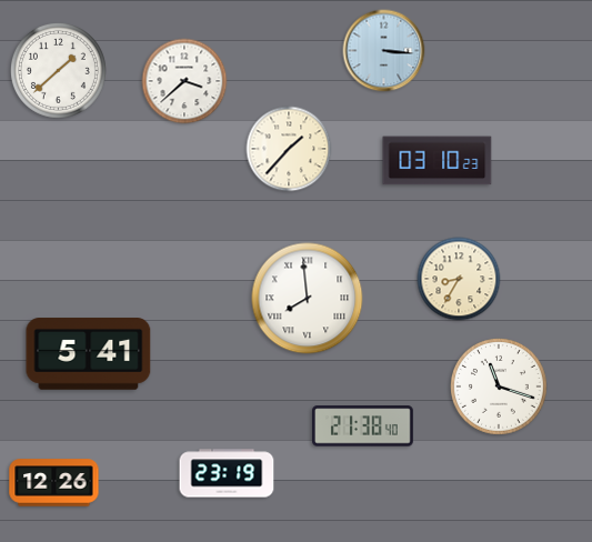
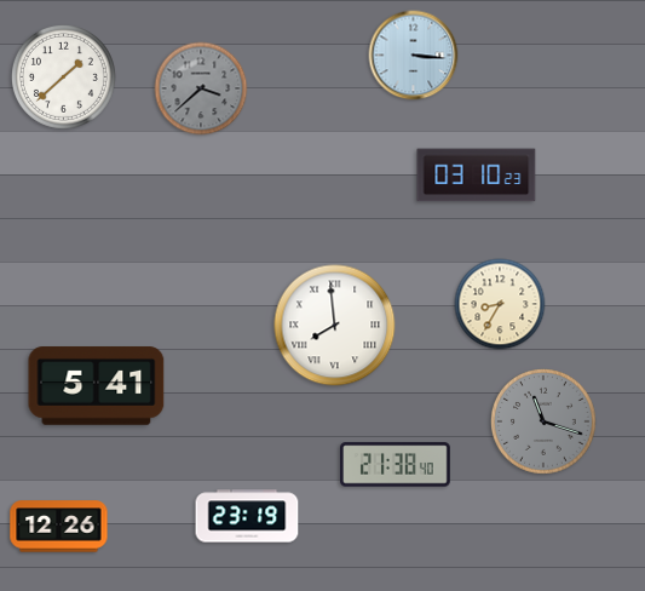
clock at (384, 51) position: (384, 51) -> (414, 56)
clock at (184, 81) dial: white -> grey
clock at (289, 149): 1:37 -> none
clock at (500, 388) dial: white -> grey
